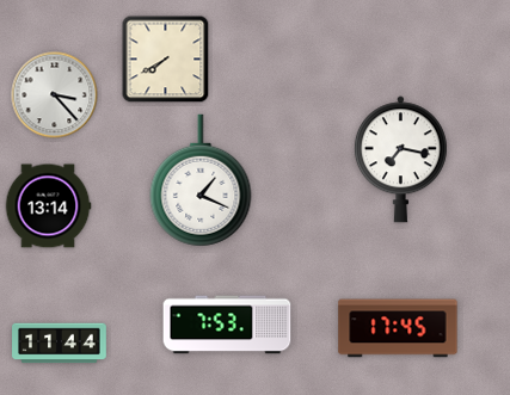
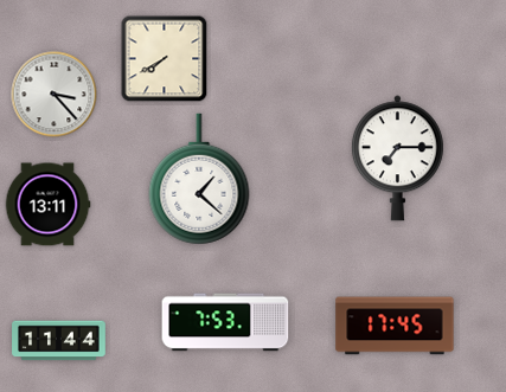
clock at (400, 160): 7:17 -> 7:15
clock at (201, 180): 1:19 -> 1:22
clock at (48, 206): 13:14 -> 13:11
